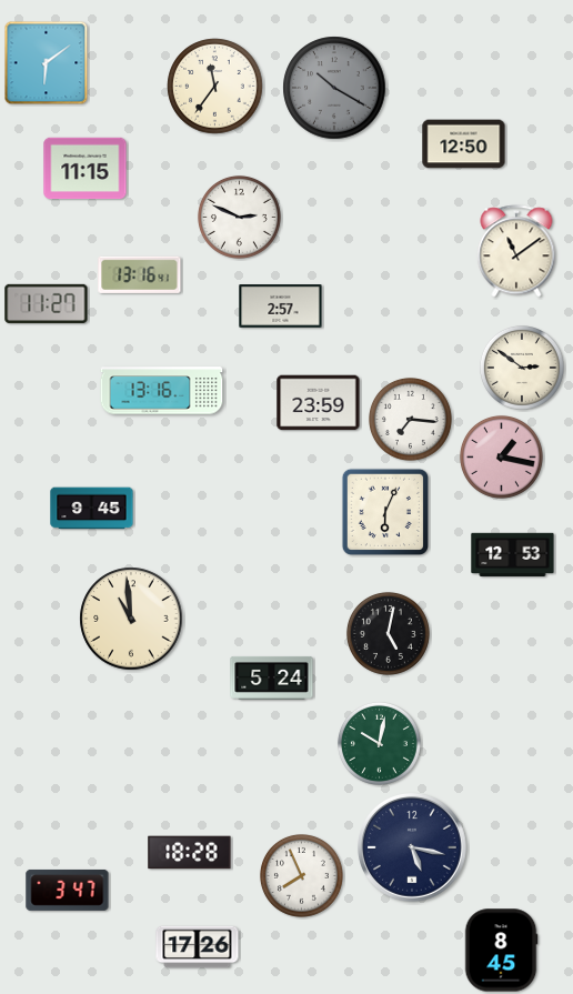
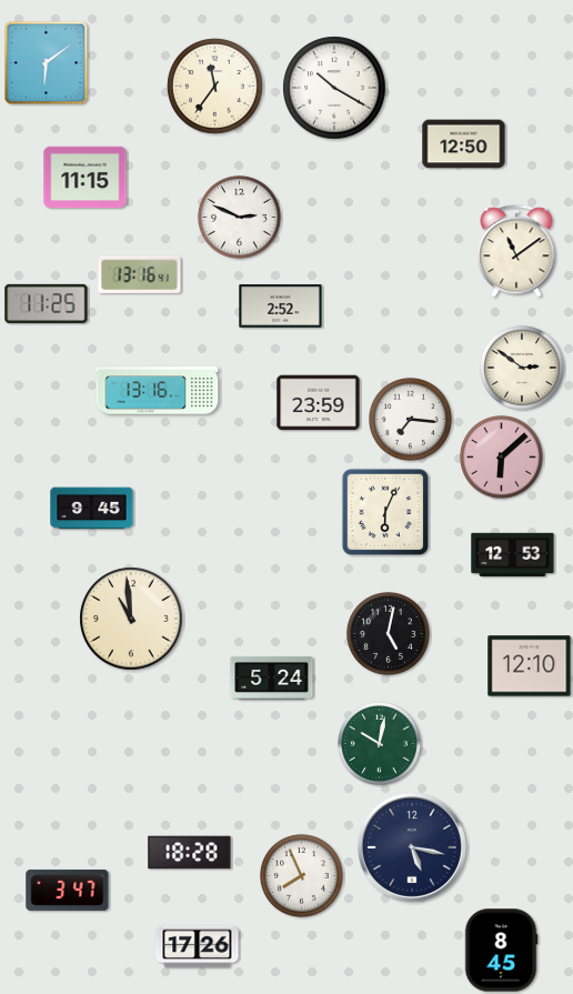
clock at (334, 88) dial: grey -> white
clock at (86, 169) position: (86, 169) -> (86, 178)
clock at (47, 303): 11:27 -> 11:25
clock at (281, 307): 2:57 -> 2:52
clock at (162, 391) position: (162, 391) -> (158, 391)
clock at (501, 456): 1:17 -> 6:08
clock at (530, 666): none -> 12:10
